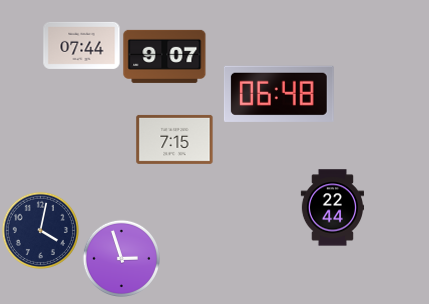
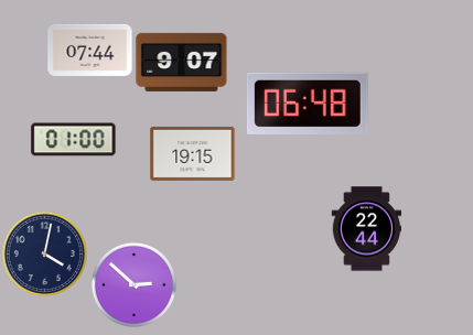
clock at (74, 140): none -> 01:00
clock at (175, 139): 7:15 -> 19:15
clock at (121, 258): 2:57 -> 2:52
